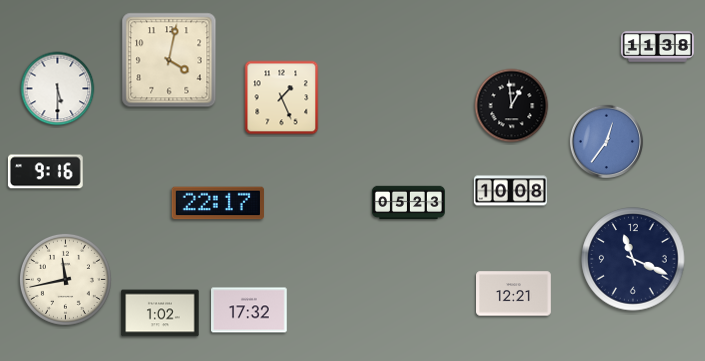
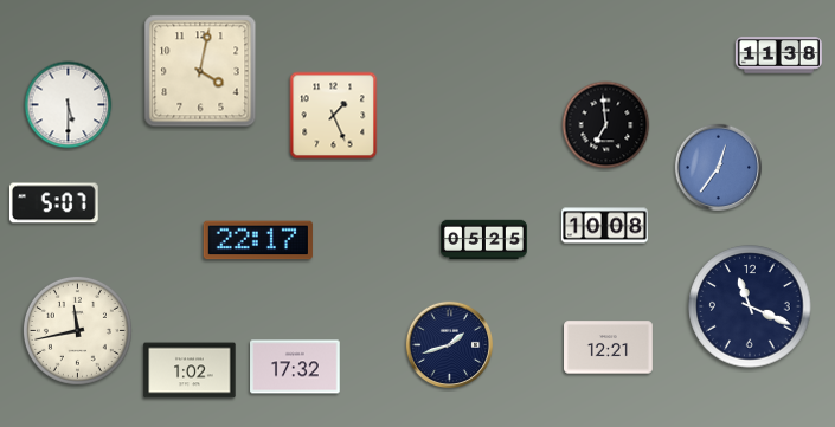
clock at (512, 106): 12:59 -> 6:59
clock at (45, 172): 9:16 -> 5:07
clock at (408, 203): 05:23 -> 05:25
clock at (450, 345): none -> 1:42
